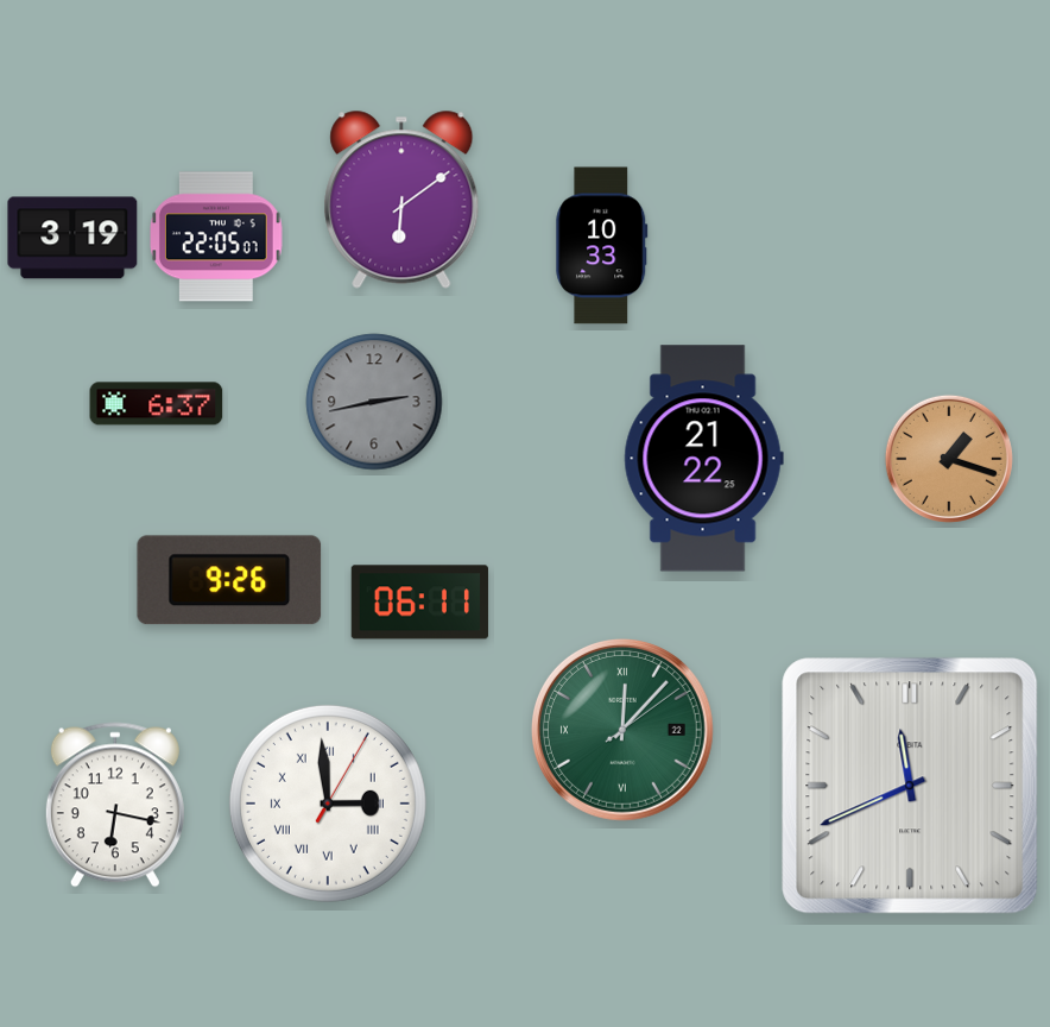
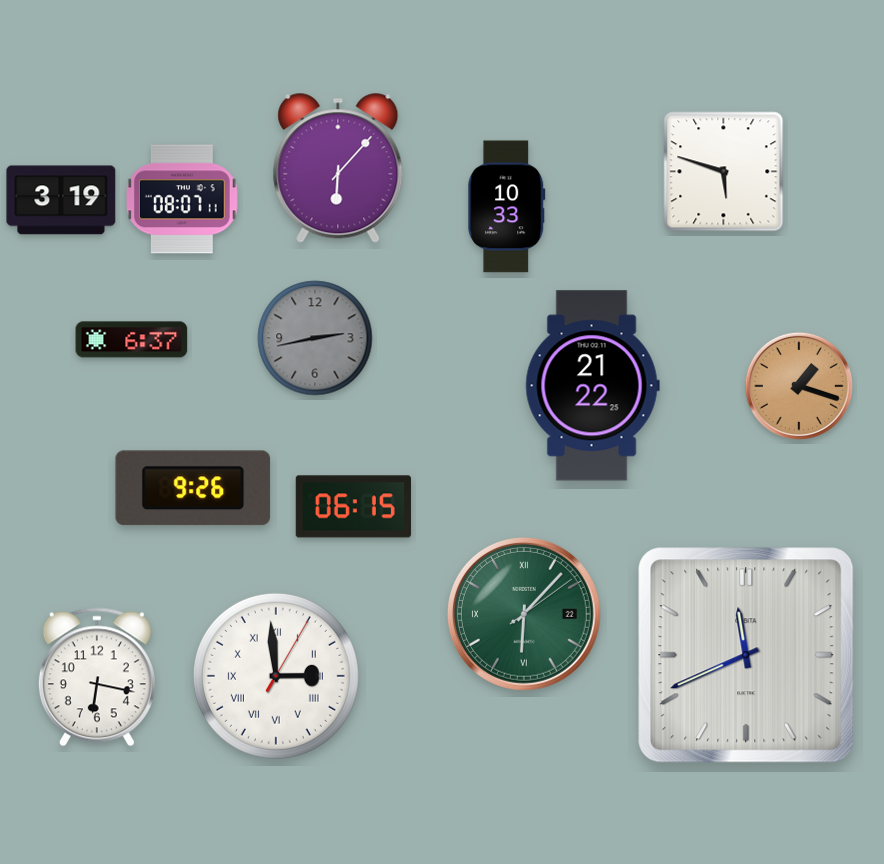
clock at (401, 200): 6:09 -> 6:07
clock at (724, 172): none -> 5:48
clock at (217, 237): 22:05 -> 08:07
clock at (419, 603): 06:11 -> 06:15
clock at (622, 730): 12:07 -> 6:07
clock at (910, 786) position: (910, 786) -> (746, 655)
